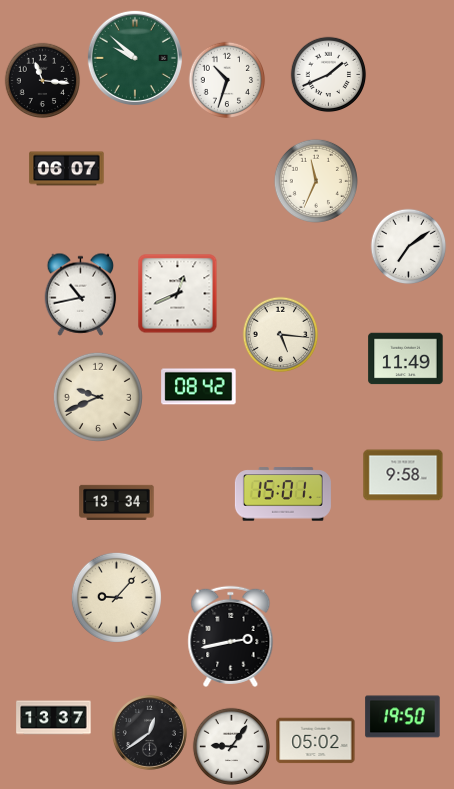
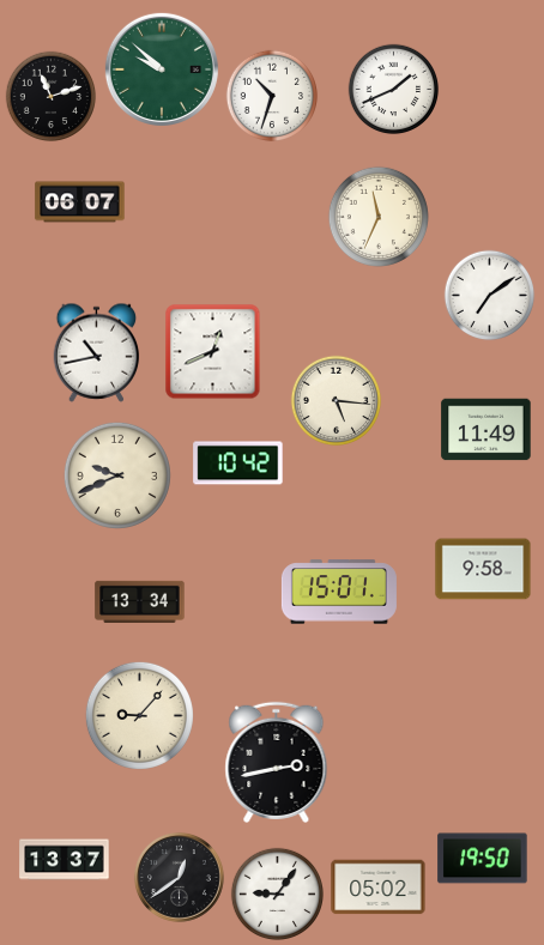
clock at (43, 81): 11:16 -> 11:12
clock at (199, 387): 08:42 -> 10:42
